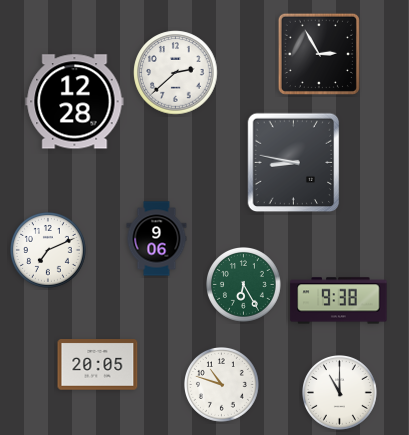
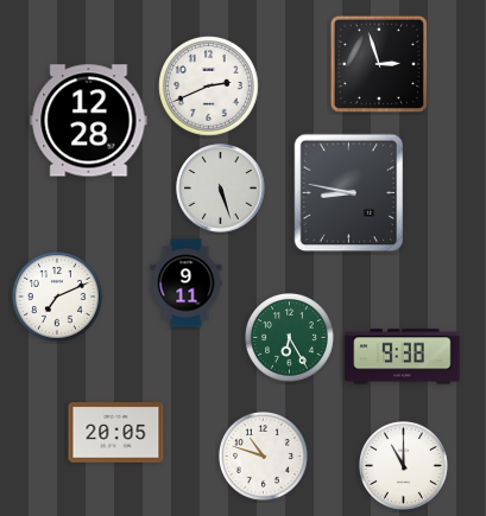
clock at (319, 54): 2:55 -> 2:57
clock at (176, 73): 2:38 -> 2:41
clock at (221, 189): none -> 5:27
clock at (157, 239): 9:06 -> 9:11
